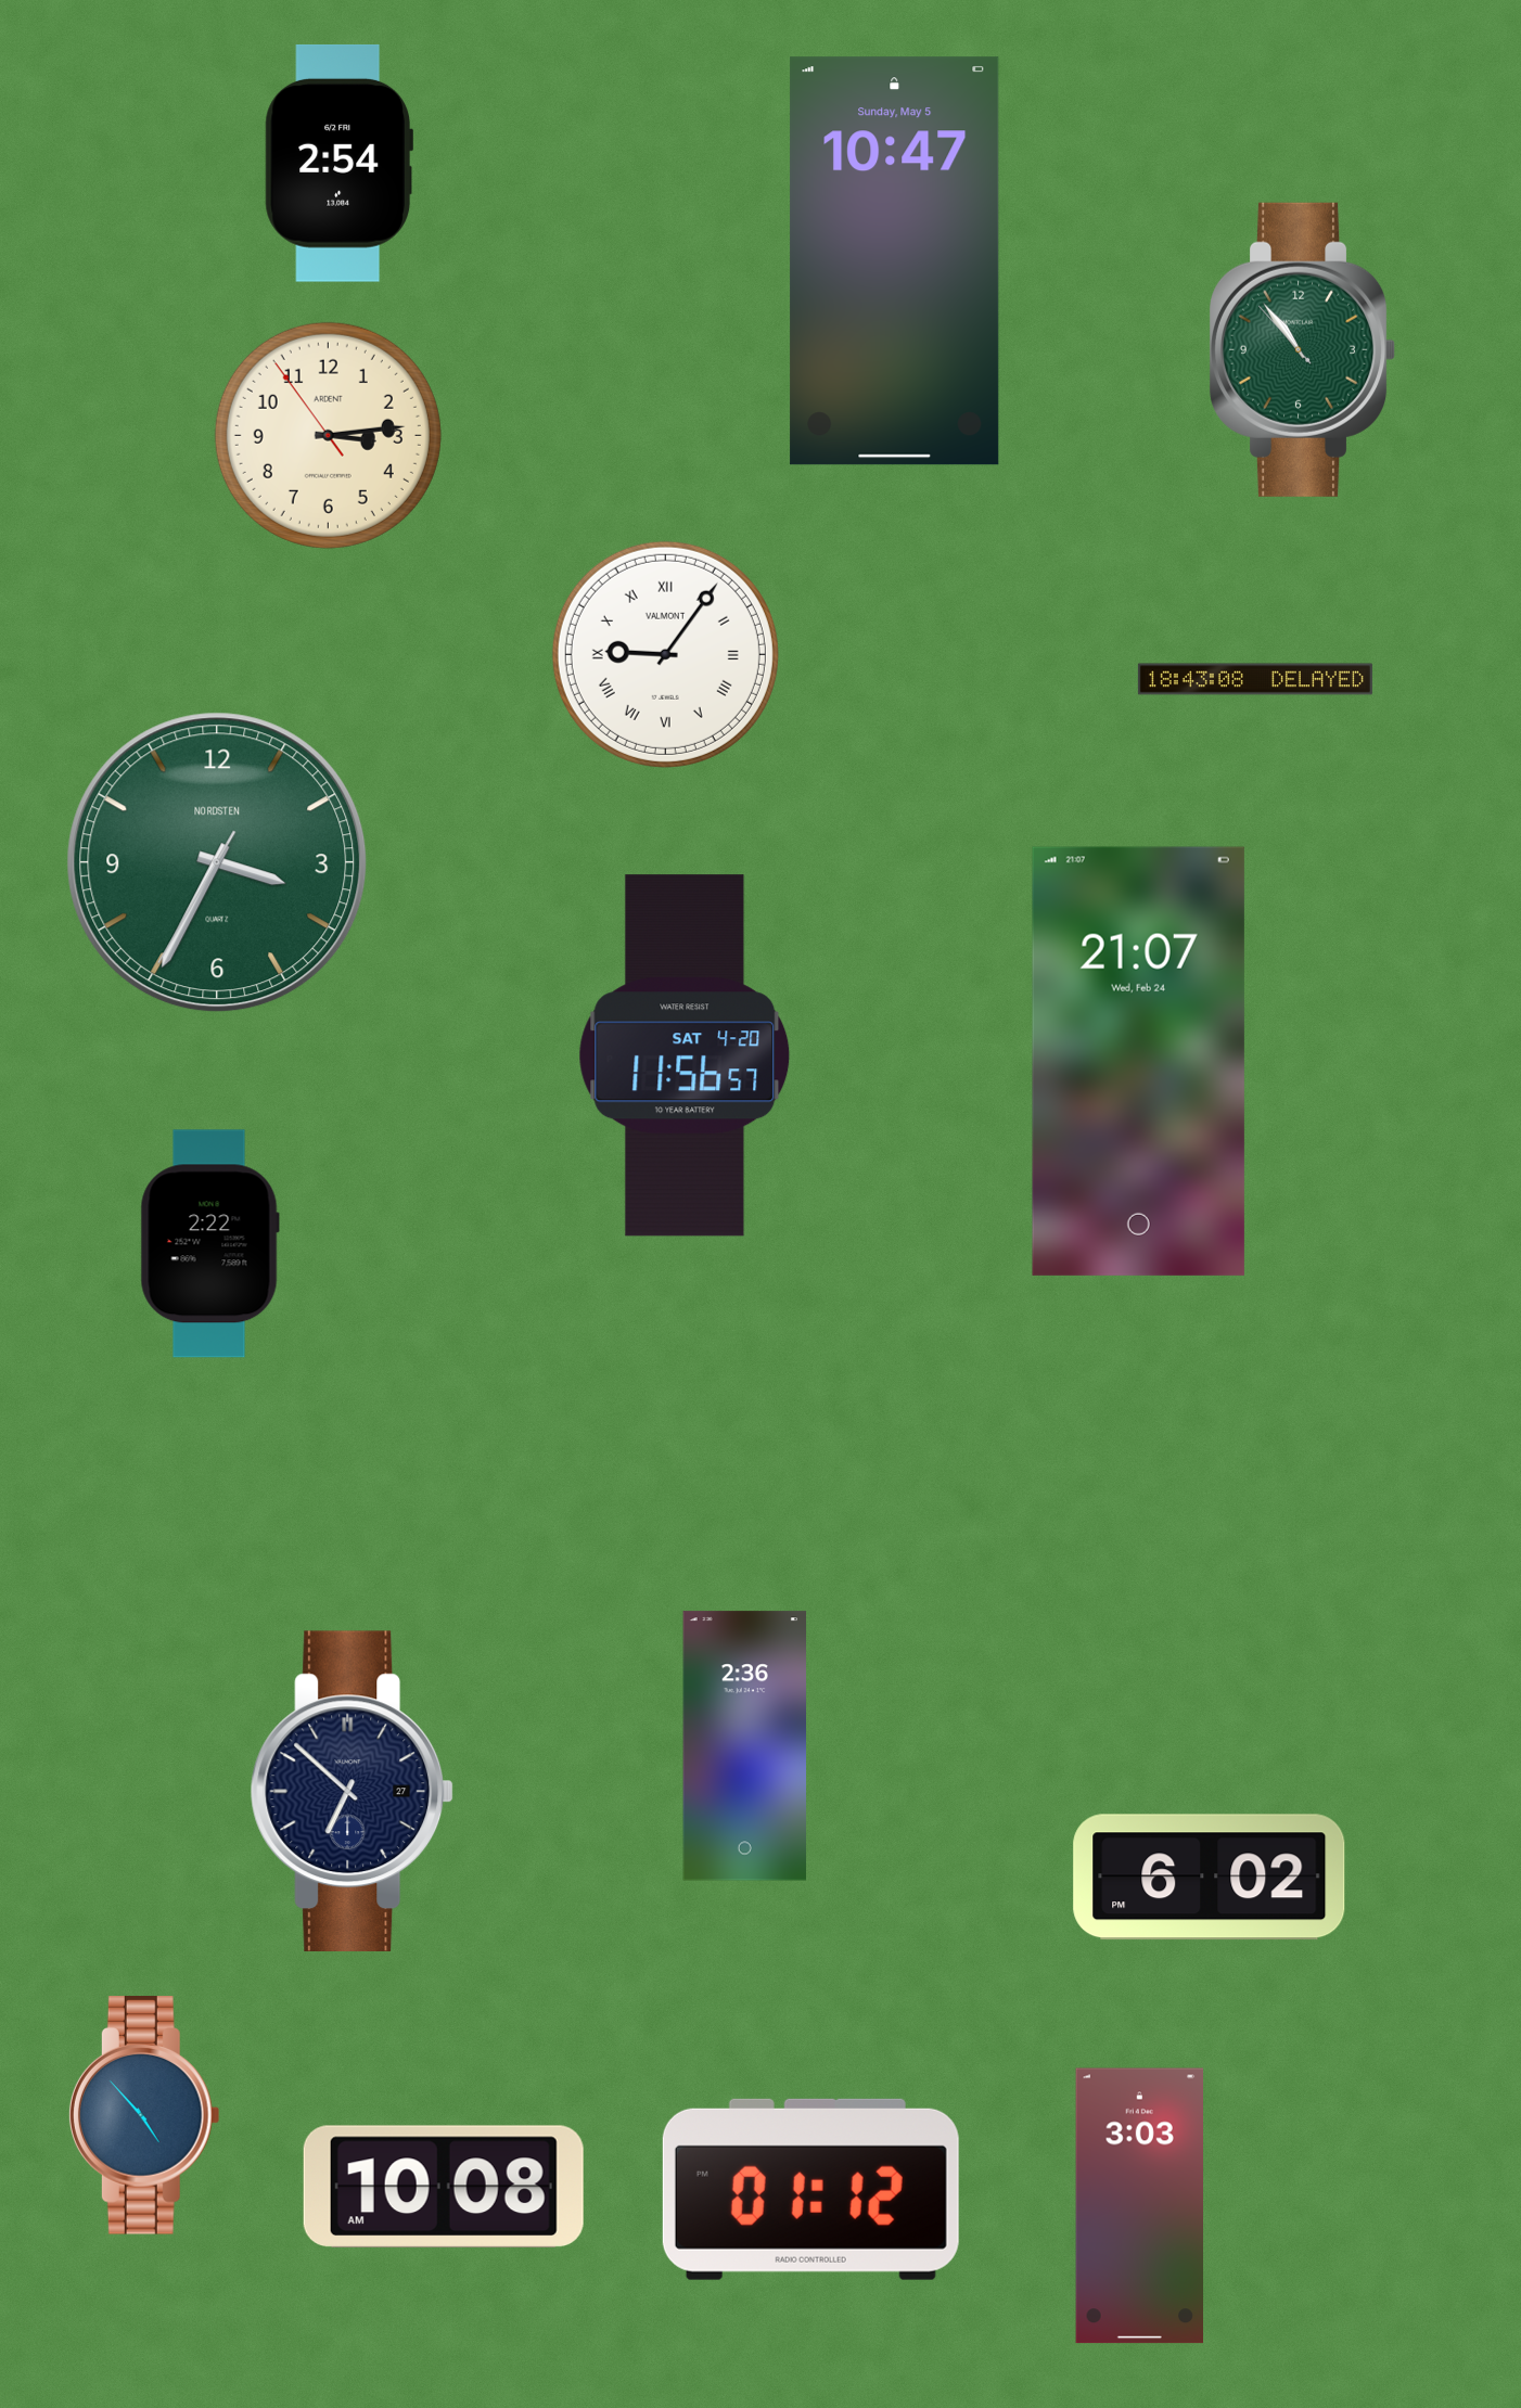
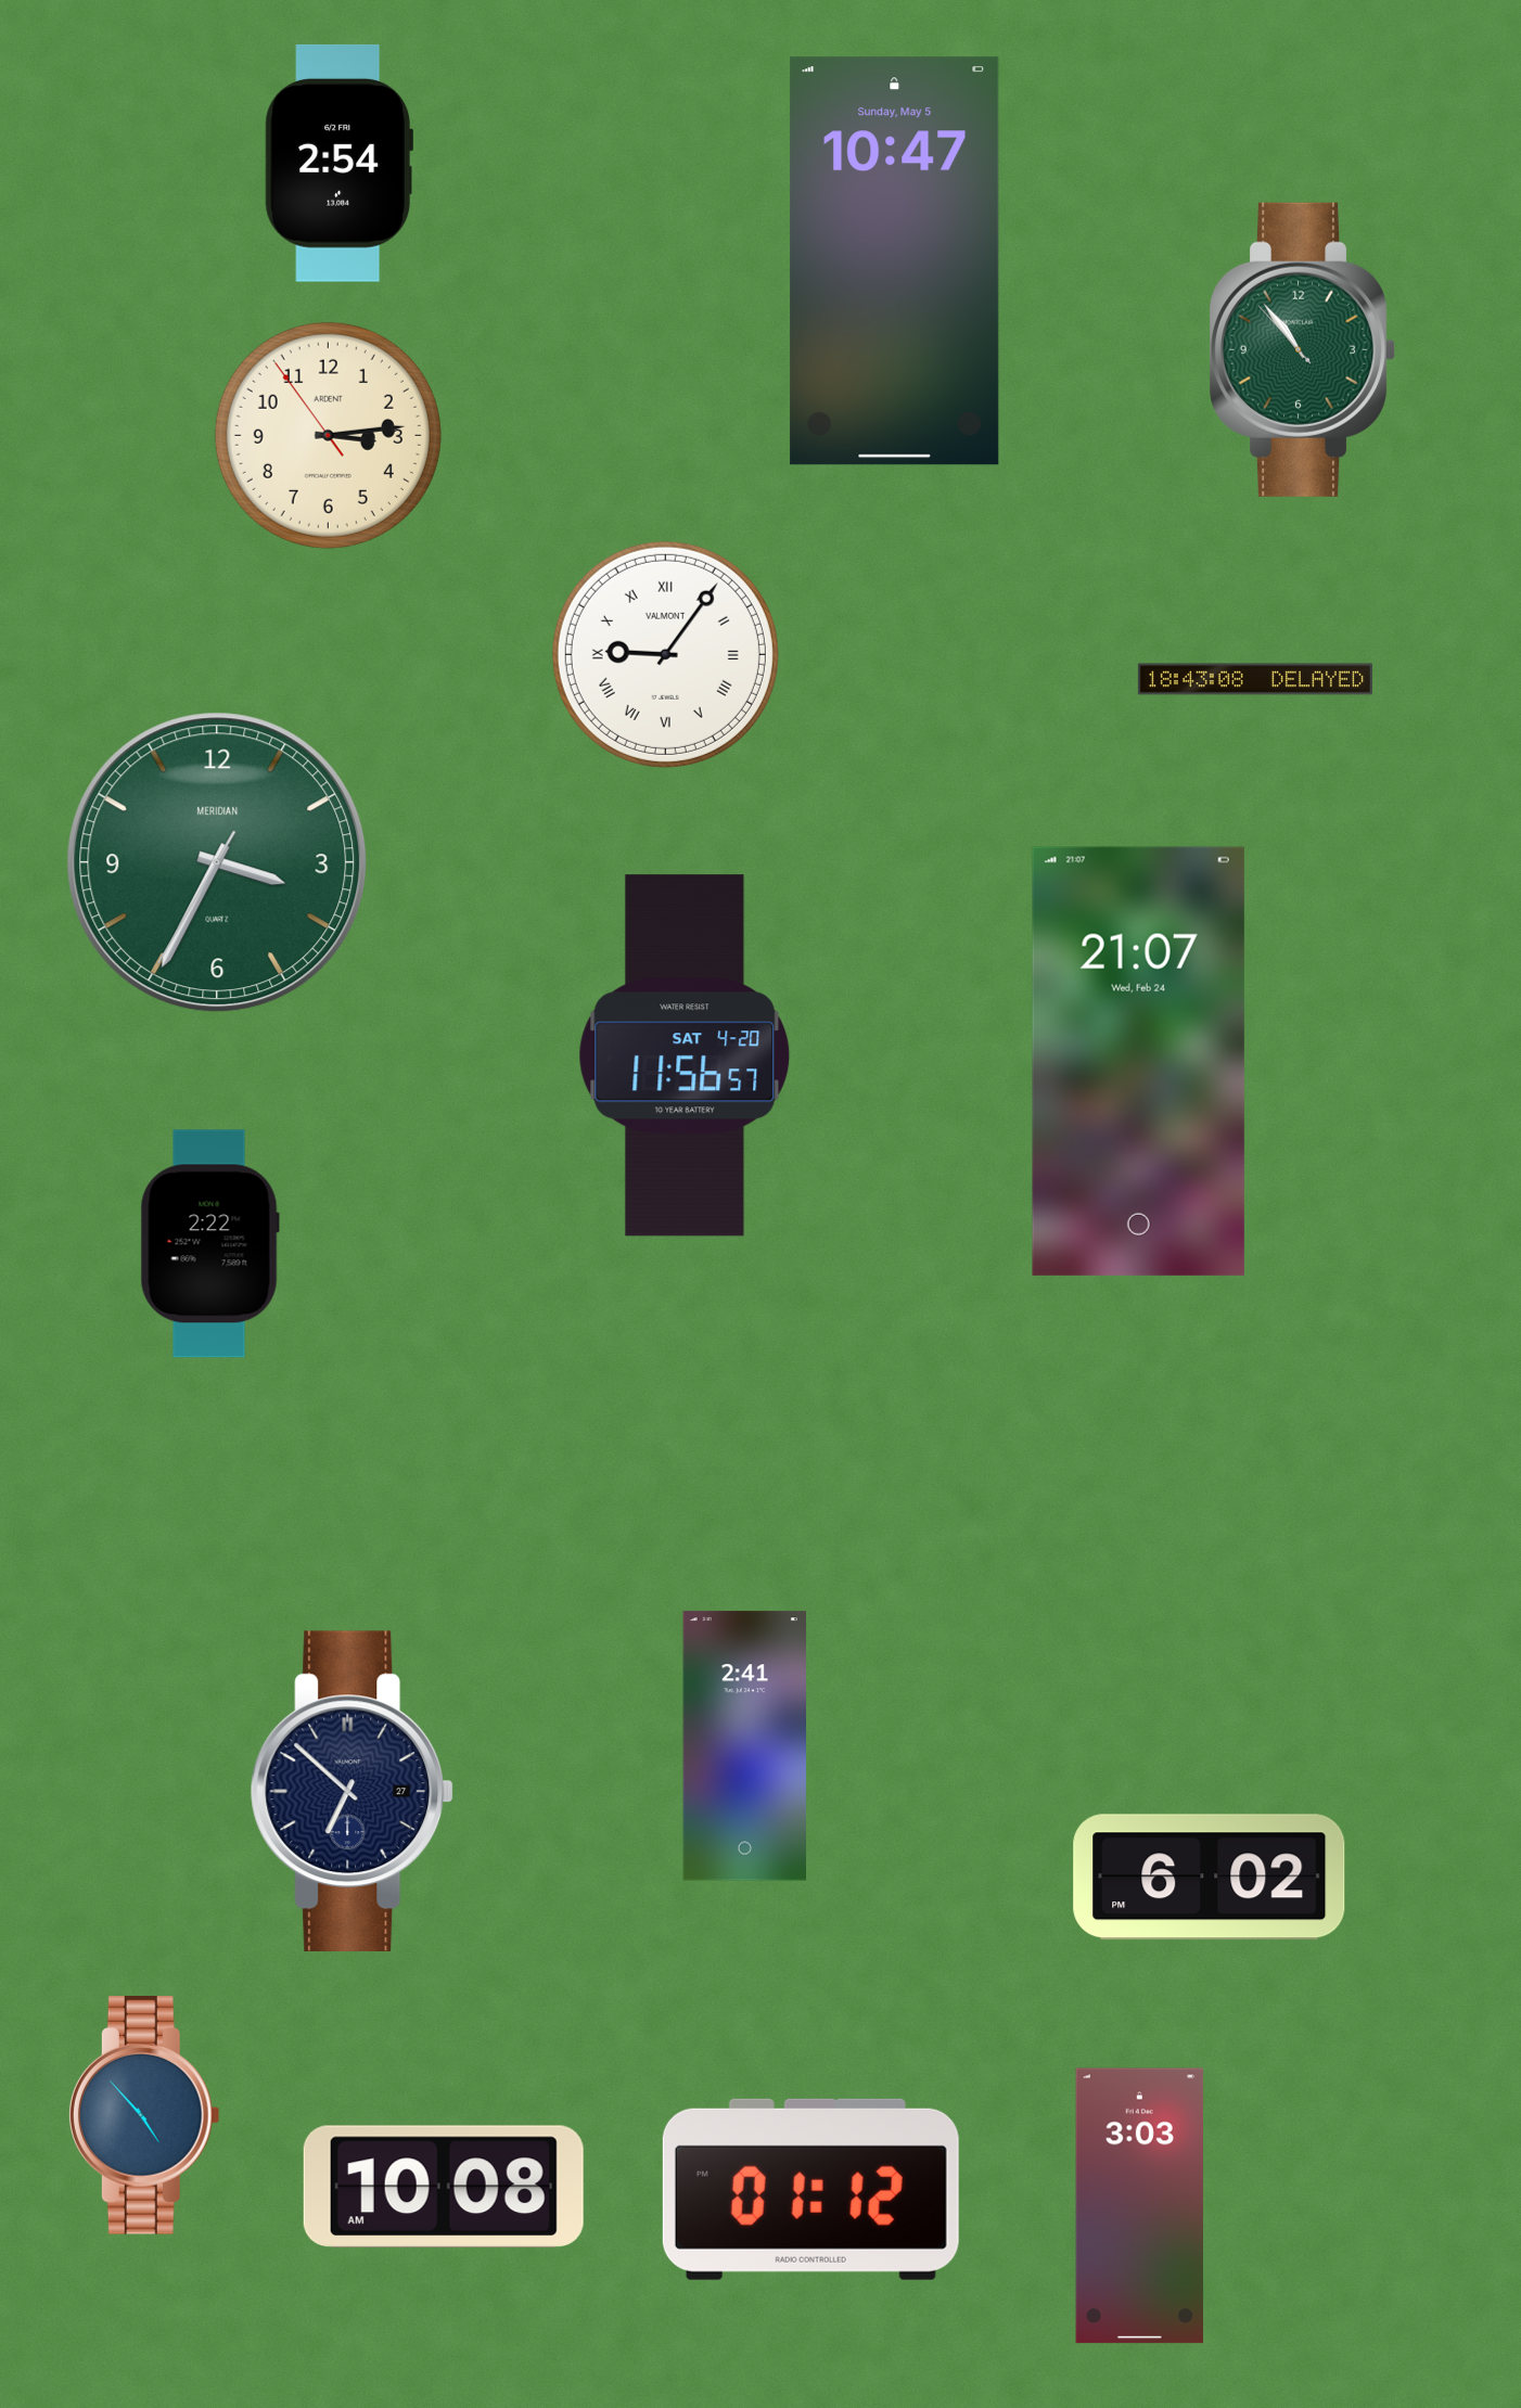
clock at (217, 862) brand: NORDSTEN -> MERIDIAN
clock at (745, 1746): 2:36 -> 2:41
